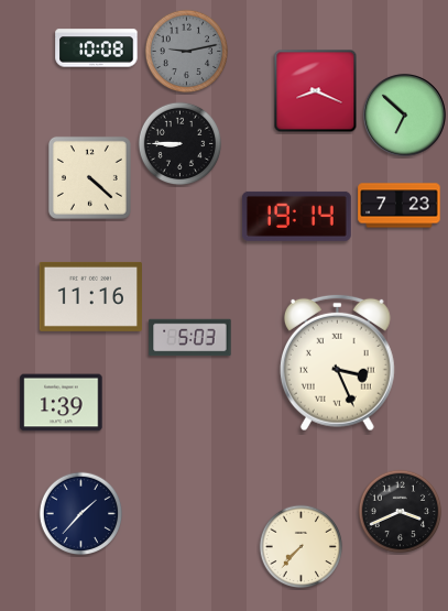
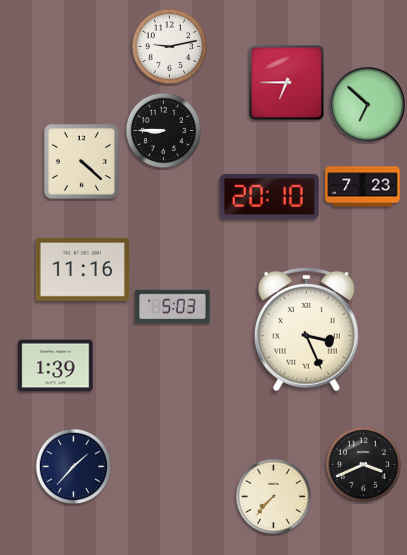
clock at (97, 48): 10:08 -> none
clock at (187, 52) dial: grey -> white
clock at (316, 91): 8:19 -> 6:45
clock at (296, 216): 19:14 -> 20:10
